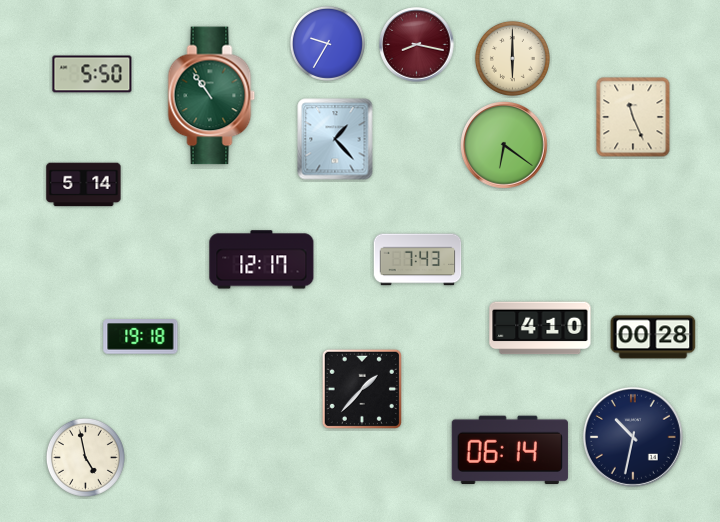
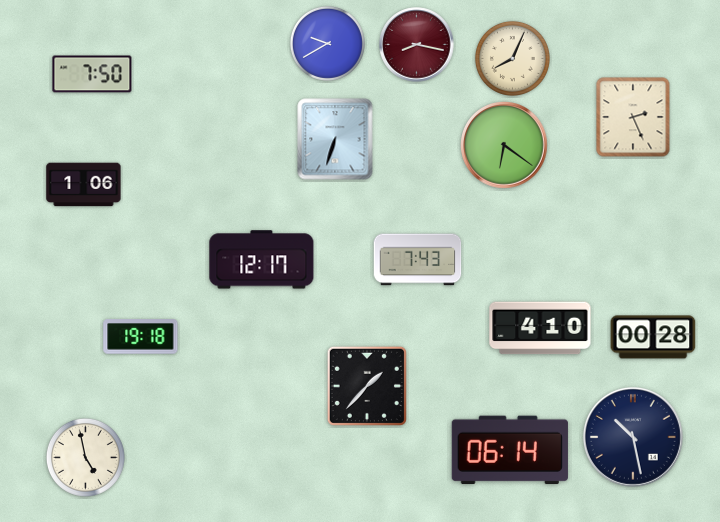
clock at (327, 43): 9:35 -> 9:40
clock at (512, 58): 6:00 -> 8:04
clock at (92, 74): 5:50 -> 7:50
clock at (212, 96): 10:54 -> none
clock at (633, 117): 11:26 -> 2:26
clock at (335, 139): 1:23 -> 6:33
clock at (84, 185): 5:14 -> 1:06
clock at (362, 389) position: (362, 389) -> (367, 386)
clock at (633, 437): 10:32 -> 10:28
